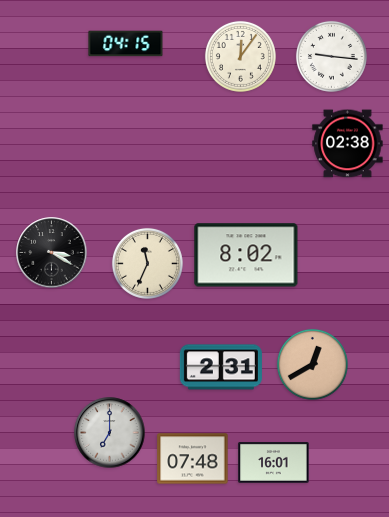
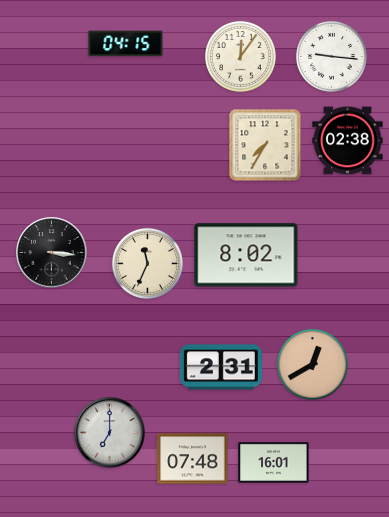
clock at (348, 144) position: (348, 144) -> (348, 141)
clock at (265, 145): none -> 7:35
clock at (52, 253): 3:20 -> 3:16
